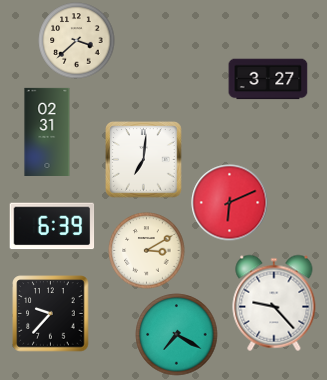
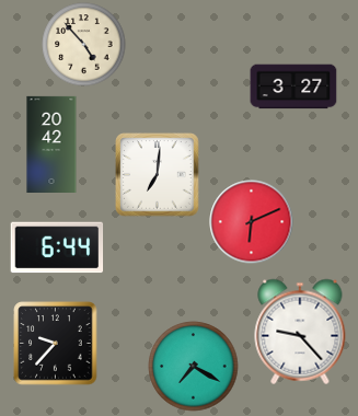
clock at (77, 41): 3:38 -> 4:53
clock at (47, 131): 02:31 -> 20:42
clock at (52, 226): 6:39 -> 6:44
clock at (147, 251): 3:10 -> none
